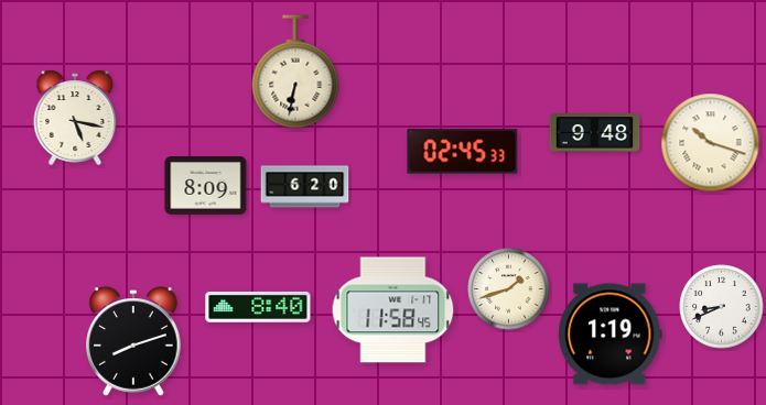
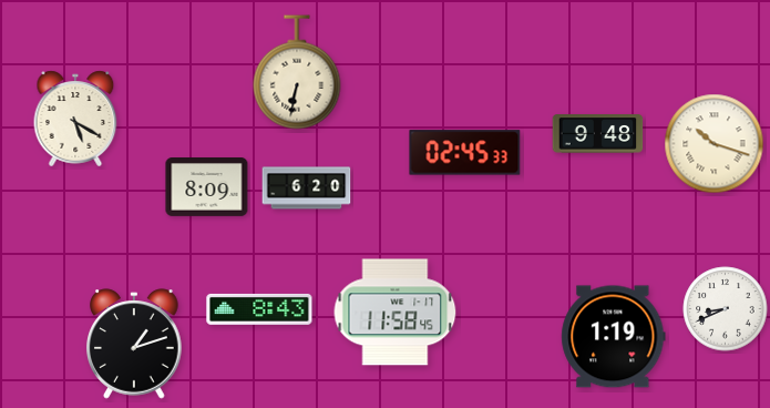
clock at (75, 118): 5:17 -> 5:20
clock at (509, 289): 1:42 -> none
clock at (258, 307): 8:40 -> 8:43
clock at (133, 341): 8:12 -> 1:12
